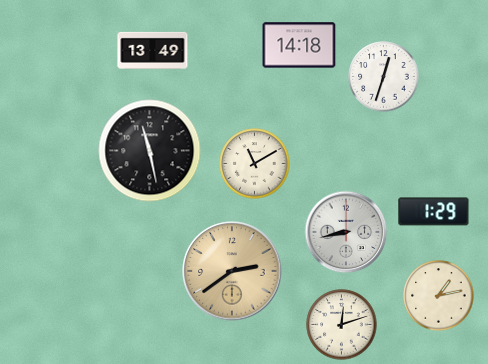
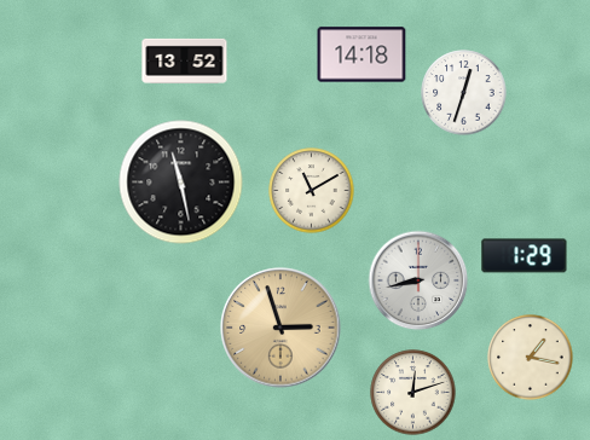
clock at (153, 50): 13:49 -> 13:52
clock at (255, 164) position: (255, 164) -> (312, 191)
clock at (232, 271): 2:39 -> 2:57
clock at (439, 296): 1:13 -> 1:17
